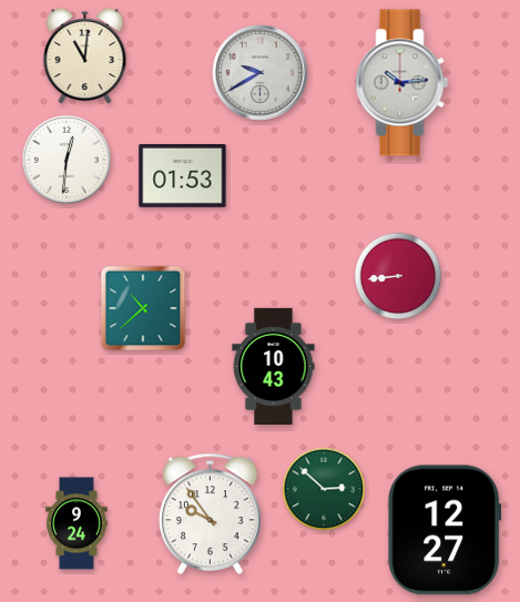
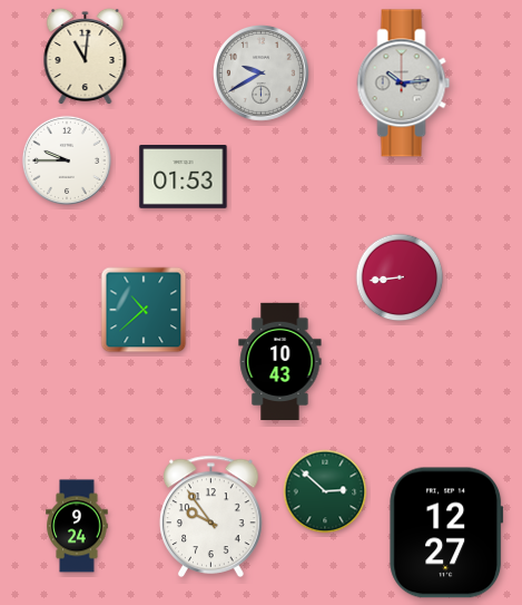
clock at (67, 160): 12:31 -> 9:45
clock at (274, 366) position: (274, 366) -> (280, 361)
